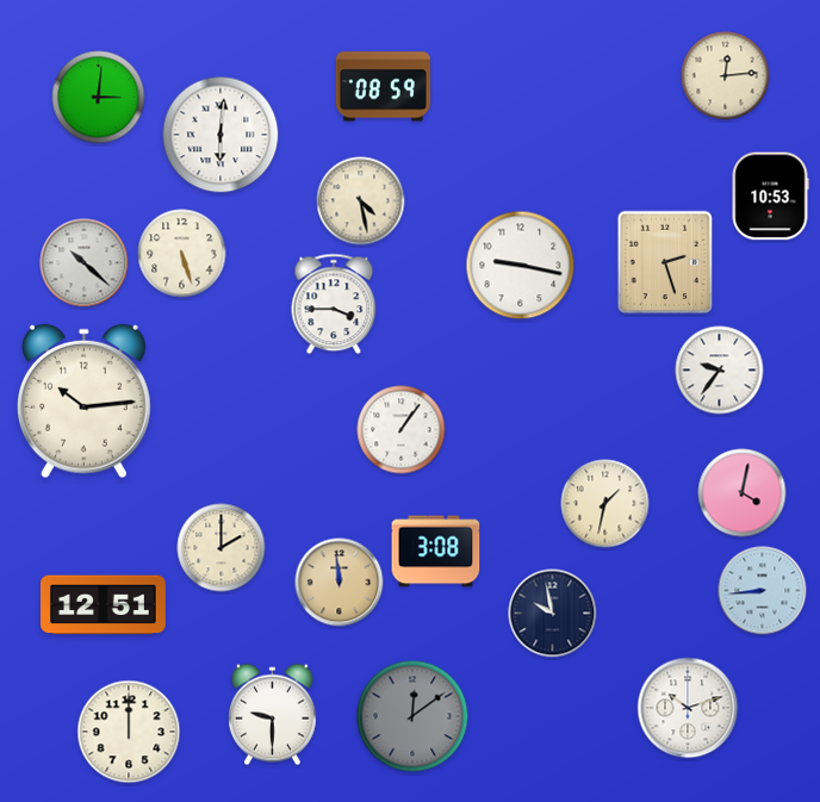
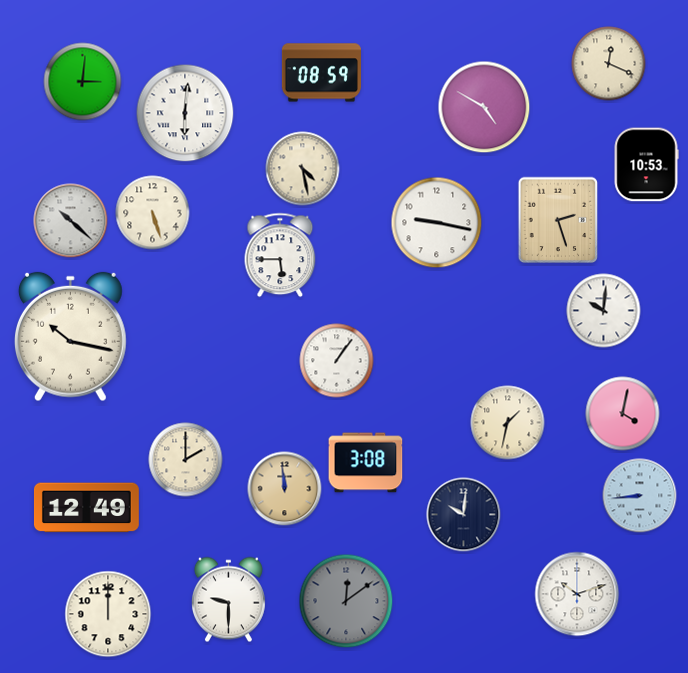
clock at (726, 76): 12:14 -> 12:19
clock at (484, 107): none -> 4:50
clock at (334, 304): 3:45 -> 5:45
clock at (720, 371): 9:36 -> 10:01
clock at (83, 402): 10:14 -> 10:17
clock at (102, 605): 12:51 -> 12:49
clock at (553, 614): 9:58 -> 10:01
